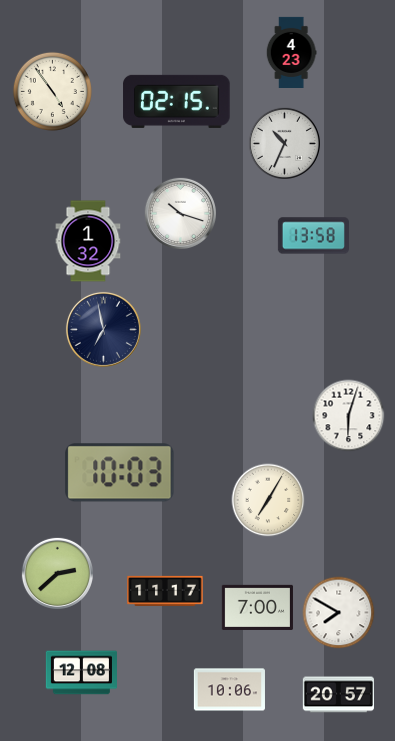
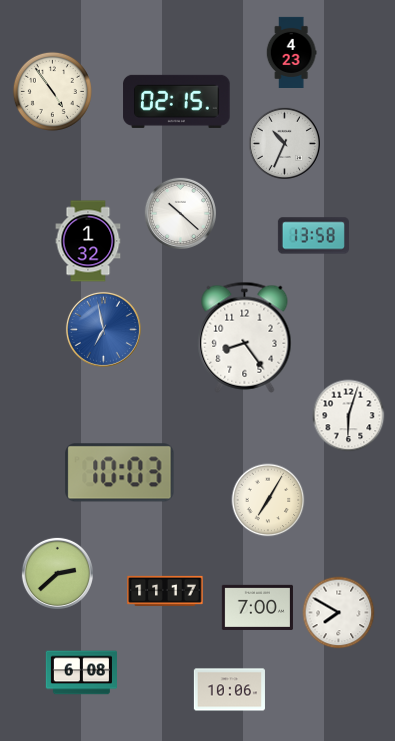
clock at (180, 213): 10:18 -> 10:22
clock at (103, 329) dial: navy -> blue
clock at (245, 337): none -> 8:24
clock at (81, 673): 12:08 -> 6:08
clock at (338, 695): 20:57 -> none
